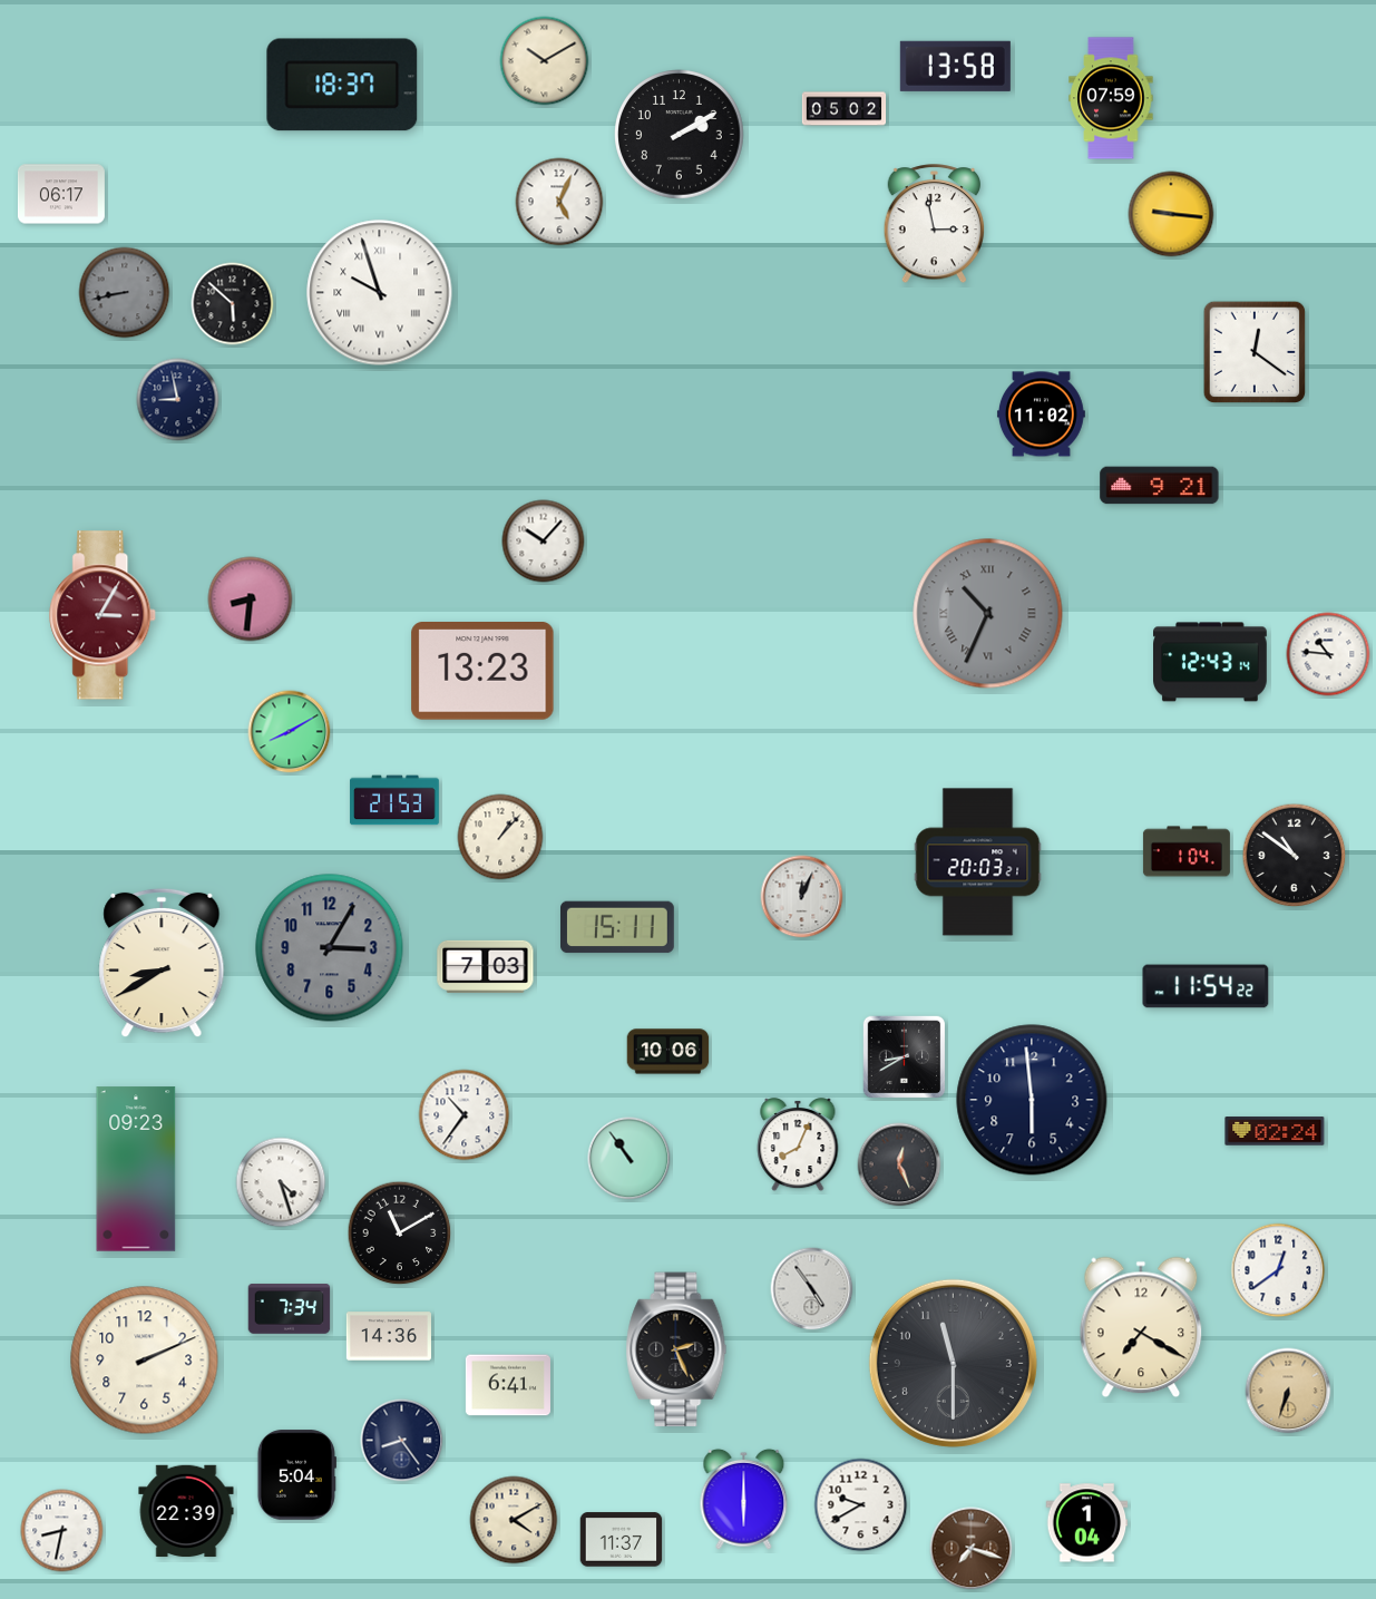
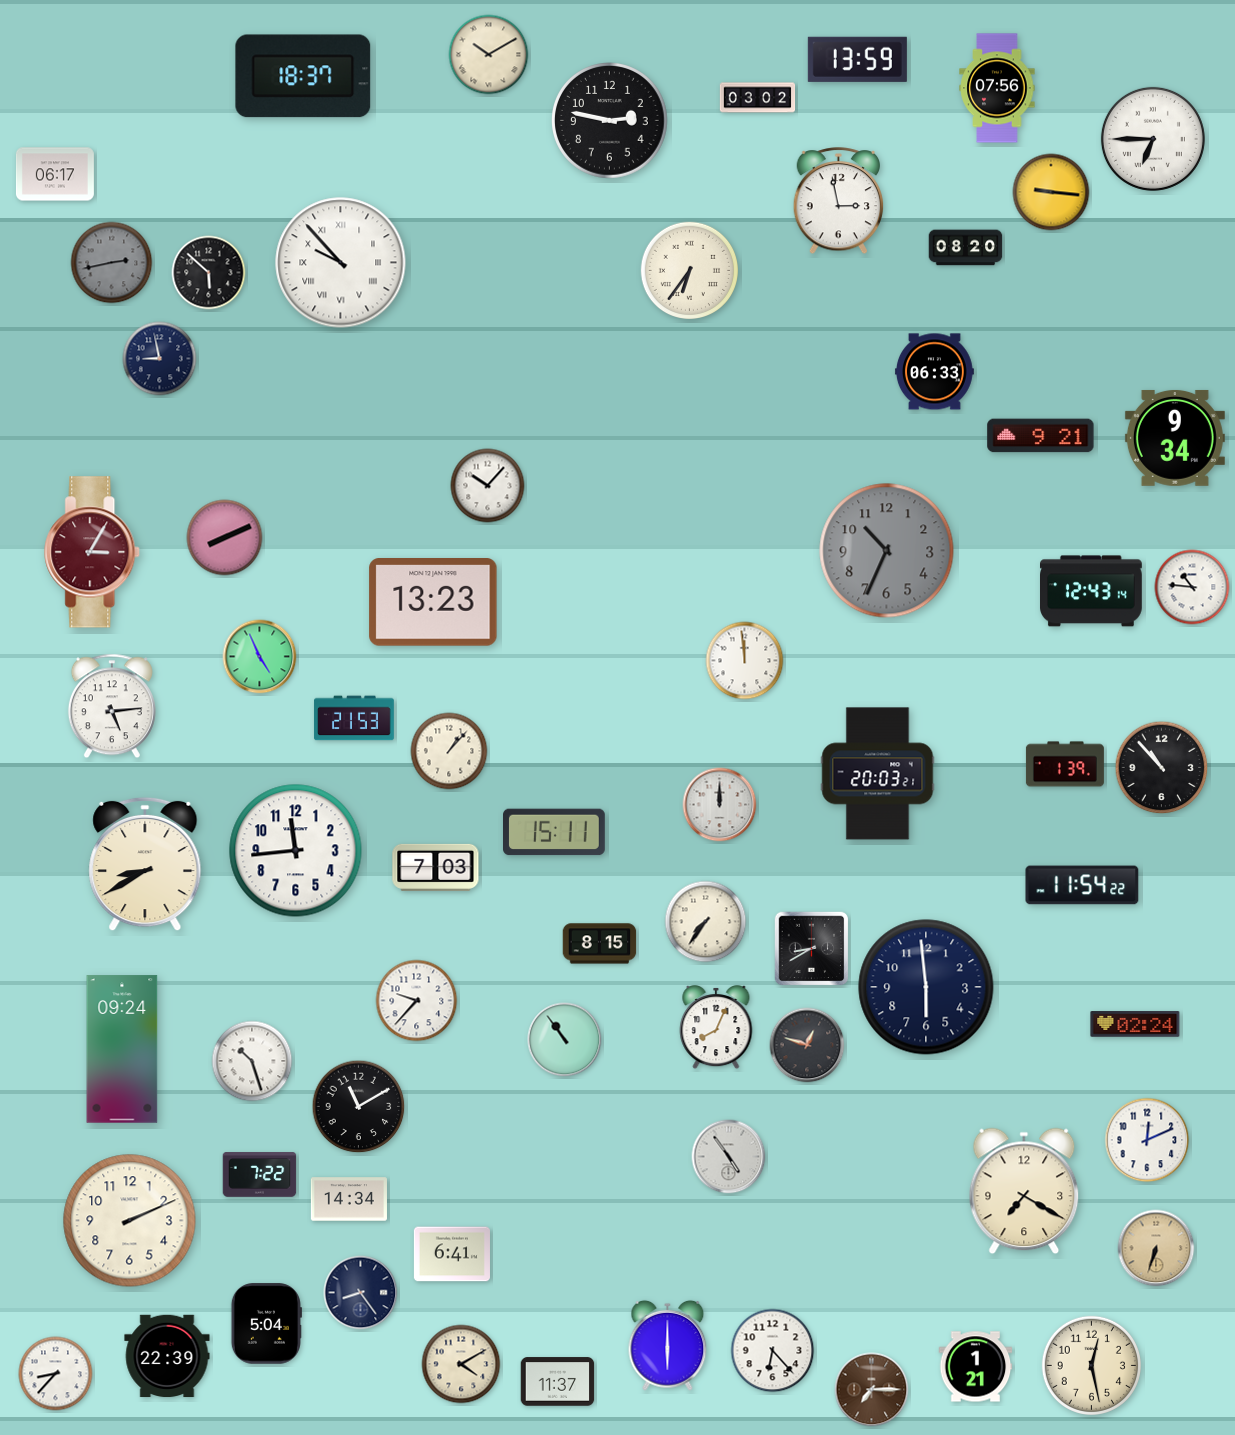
clock at (955, 66): 13:58 -> 13:59
clock at (342, 85) position: (342, 85) -> (303, 76)
clock at (1111, 98): 07:59 -> 07:56
clock at (845, 109): 05:02 -> 03:02
clock at (680, 135): 2:10 -> 2:47
clock at (1153, 139): none -> 6:45
clock at (559, 202): 5:04 -> none
clock at (966, 248): none -> 08:20
clock at (125, 293): 8:43 -> 2:43
clock at (380, 293): 9:57 -> 9:53
clock at (690, 271): none -> 6:36
clock at (1255, 352): 12:21 -> none
clock at (1041, 415): 11:02 -> 06:33
clock at (1175, 438): none -> 9:34
clock at (251, 599): 8:31 -> 8:11
clock at (988, 614) numerals: Roman -> Arabic
clock at (1211, 662) position: (1211, 662) -> (1092, 591)
clock at (290, 732): 8:10 -> 4:56
clock at (745, 661): none -> 11:59
clock at (112, 706): none -> 5:14
clock at (1187, 851): 1:04 -> 1:39
clock at (1295, 856): 10:51 -> 10:53
clock at (802, 897): 12:04 -> 12:00
clock at (330, 948): 3:05 -> 11:44
clock at (330, 948) dial: grey -> white
clock at (706, 922): none -> 7:36
clock at (669, 1052): 10:06 -> 8:15
clock at (465, 1115): 10:36 -> 9:37
clock at (1275, 1131) position: (1275, 1131) -> (1135, 1024)
clock at (899, 1164): 12:26 -> 12:48
clock at (136, 1169): 09:23 -> 09:24
clock at (281, 1182): 4:27 -> 10:27
clock at (1278, 1270): 12:39 -> 12:11
clock at (290, 1309): 7:34 -> 7:22
clock at (389, 1336): 14:36 -> 14:34
clock at (676, 1349): 2:26 -> none
clock at (953, 1363): 11:30 -> none
clock at (508, 1385) position: (508, 1385) -> (452, 1254)
clock at (861, 1505): 9:40 -> 6:23
clock at (1091, 1365): none -> 12:28
clock at (1087, 1523): 1:04 -> 1:21
clock at (62, 1531): 8:32 -> 8:37
clock at (972, 1549): 7:18 -> 7:15
